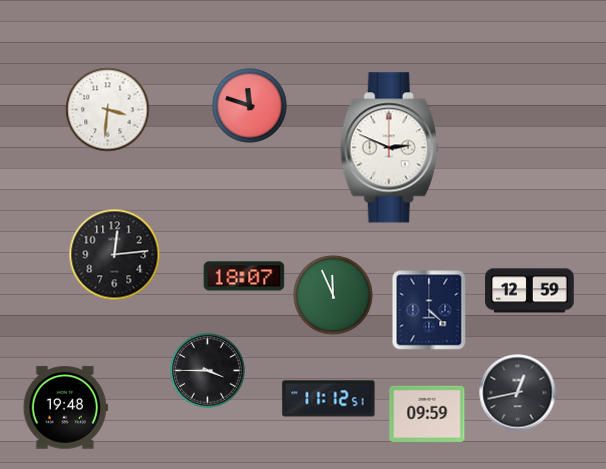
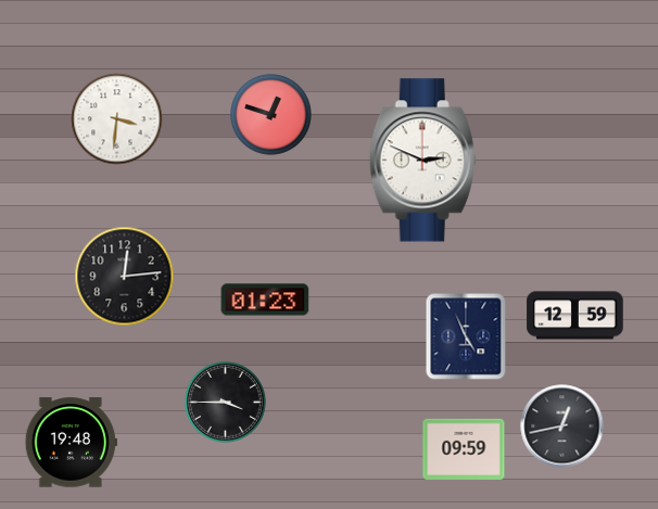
clock at (250, 106): 11:48 -> 12:48
clock at (244, 276): 18:07 -> 01:23
clock at (333, 295): 11:56 -> none
clock at (429, 310): 4:22 -> 4:56
clock at (329, 399): 11:12 -> none
